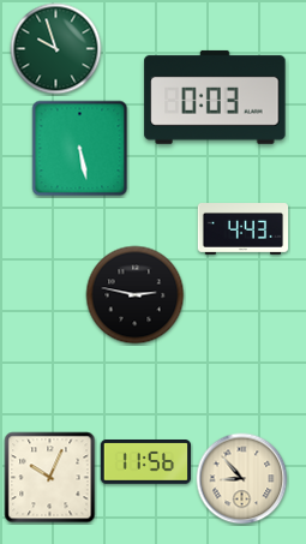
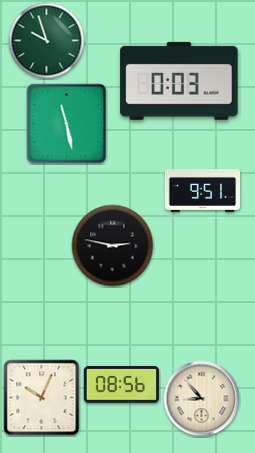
clock at (80, 149): 5:28 -> 11:28
clock at (244, 229): 4:43 -> 9:51
clock at (146, 462): 11:56 -> 08:56
